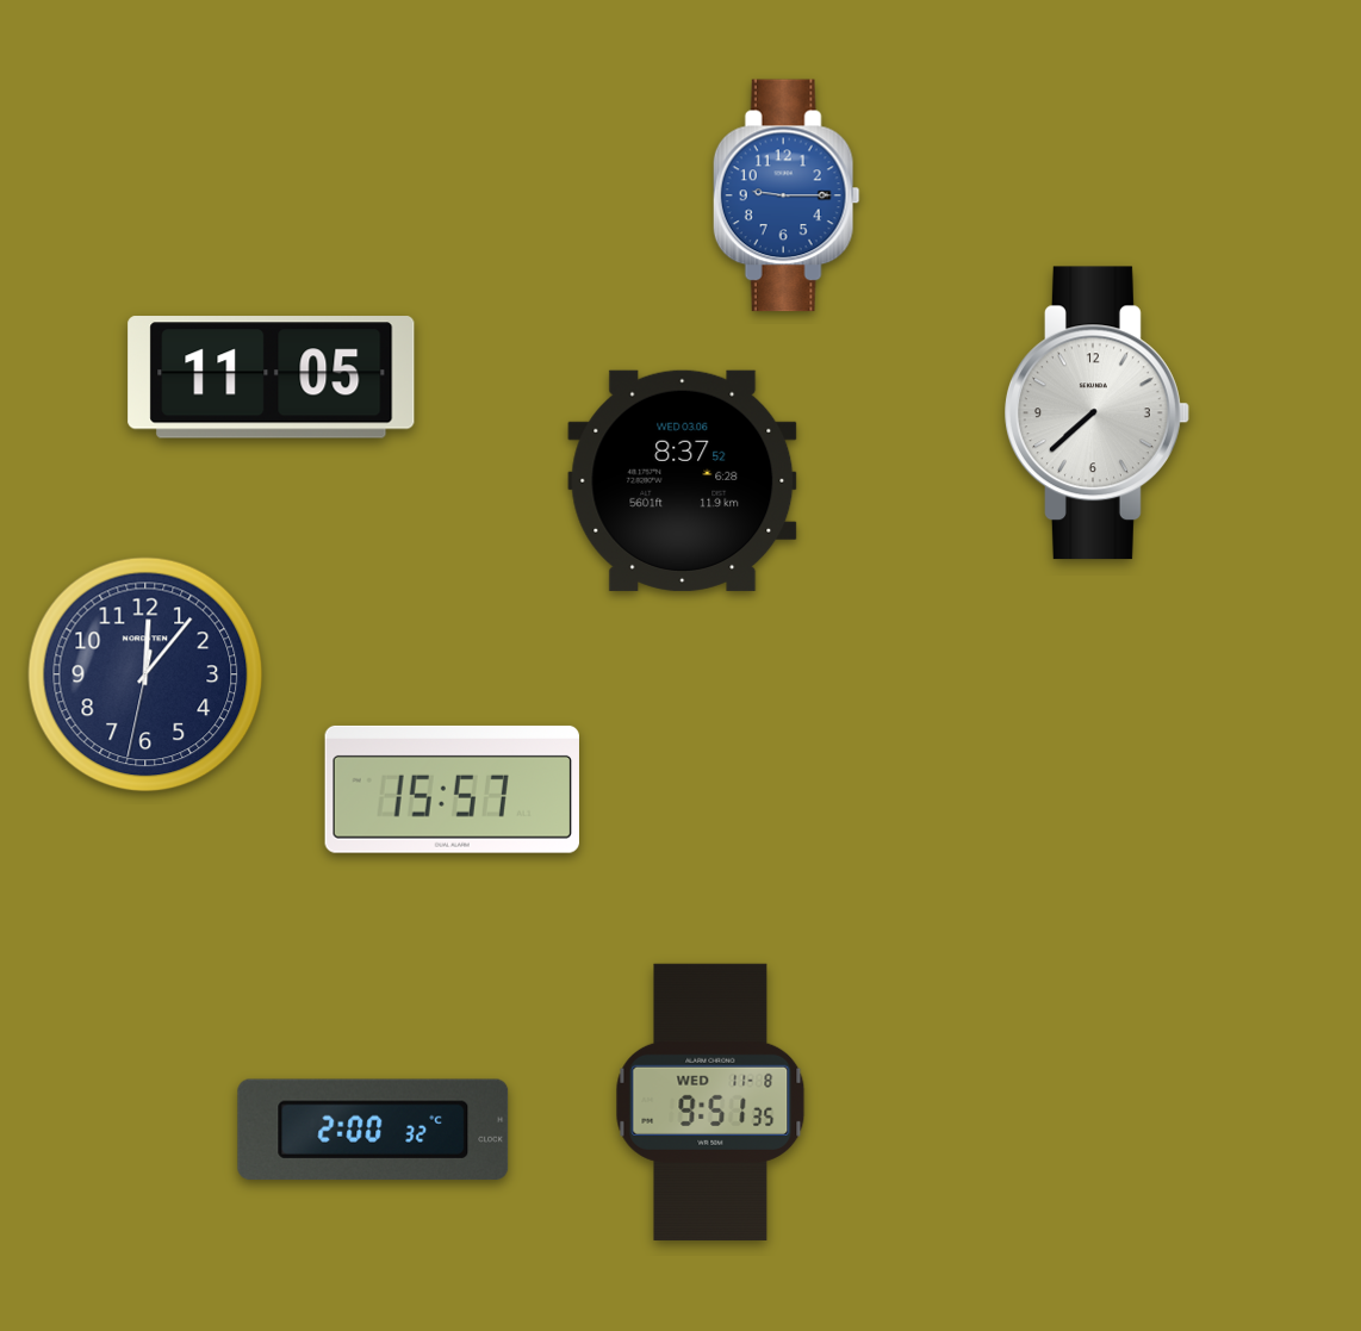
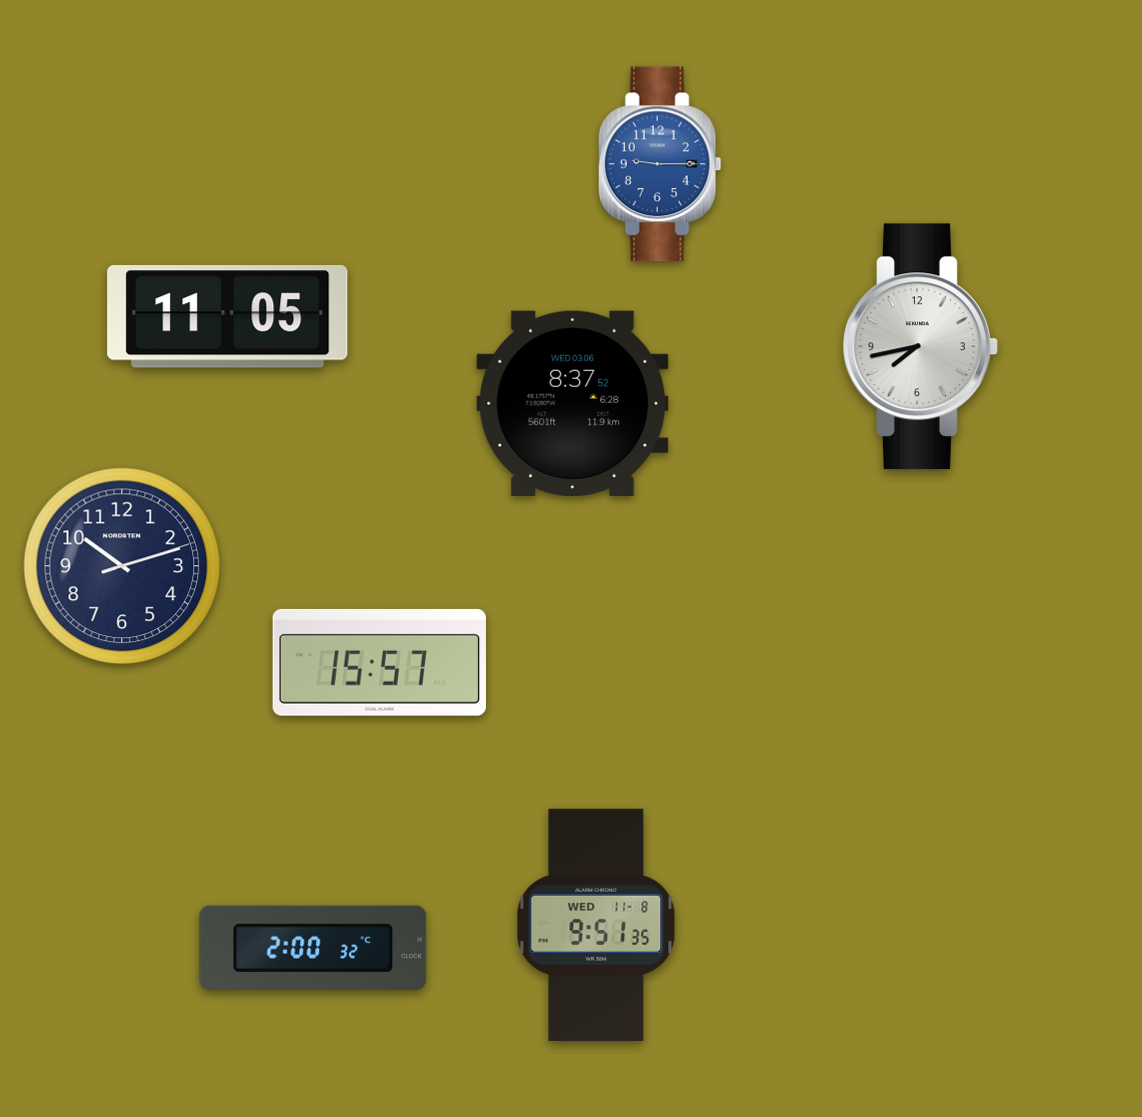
clock at (1098, 413): 7:38 -> 7:43
clock at (145, 674): 12:06 -> 10:12
